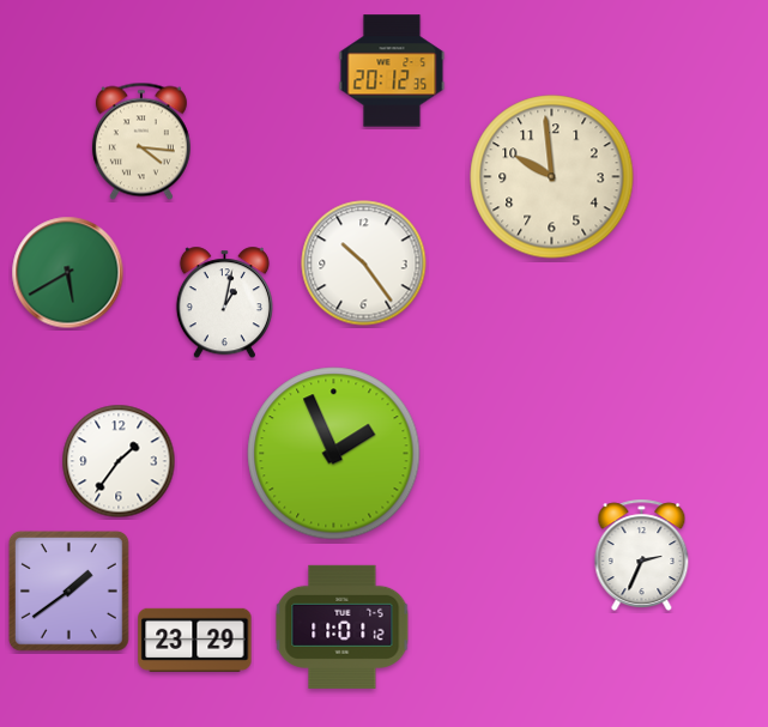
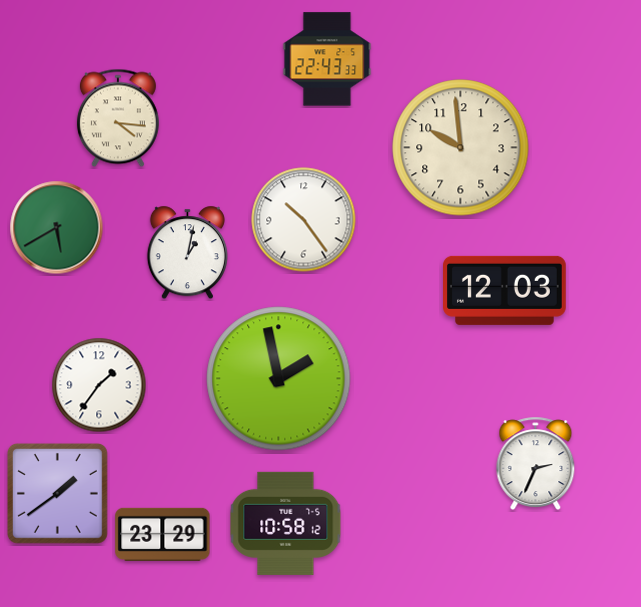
clock at (392, 71): 20:12 -> 22:43
clock at (505, 290): none -> 12:03
clock at (334, 454): 1:56 -> 1:58
clock at (343, 626): 11:01 -> 10:58
